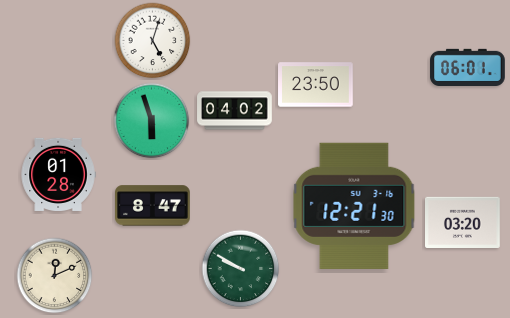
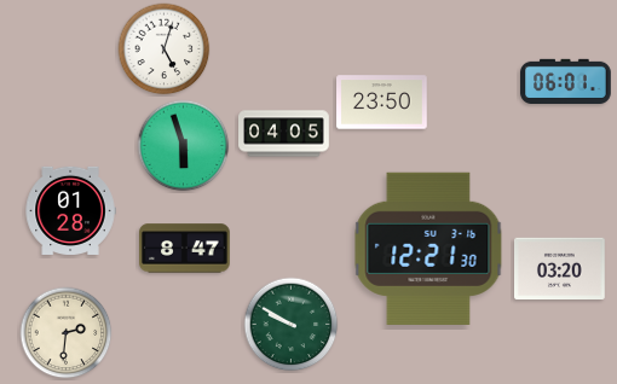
clock at (153, 41) position: (153, 41) -> (165, 50)
clock at (235, 111): 04:02 -> 04:05
clock at (55, 276): 12:11 -> 2:31
